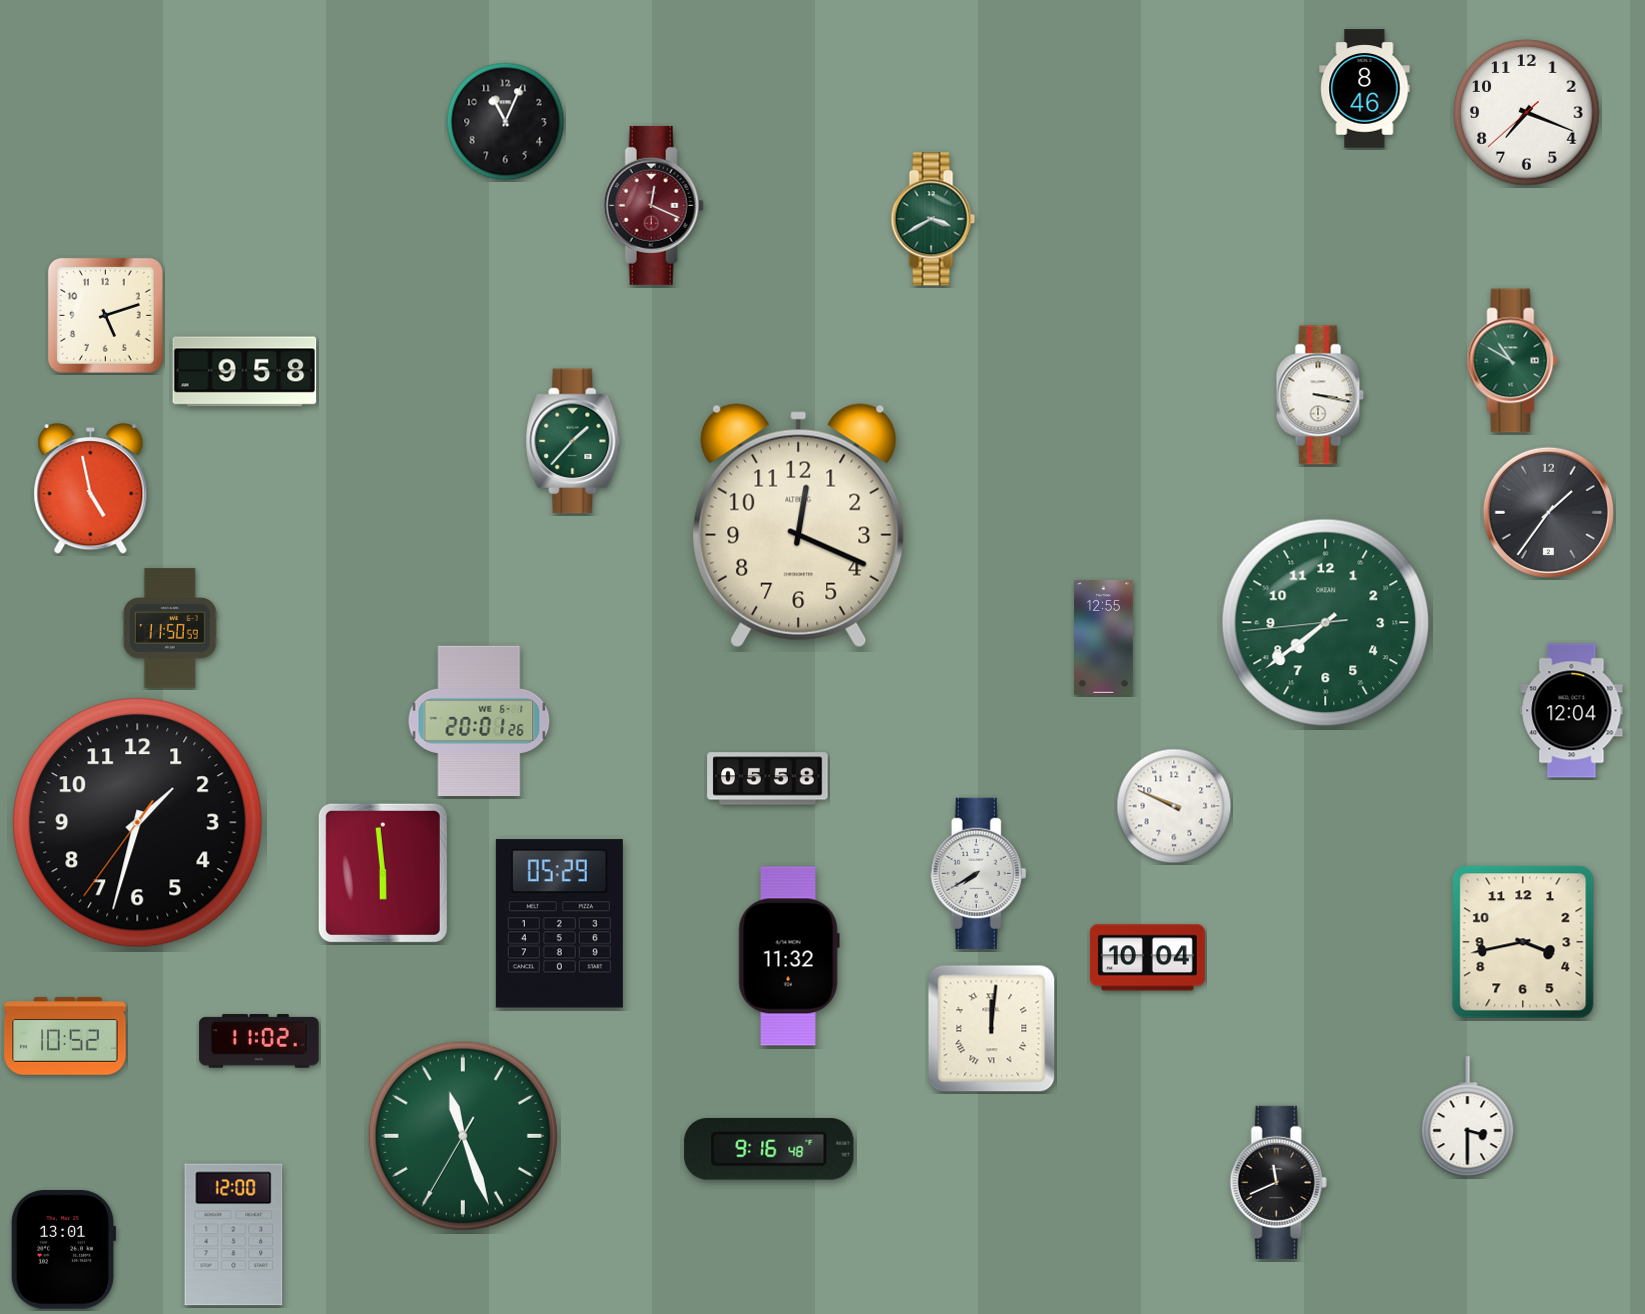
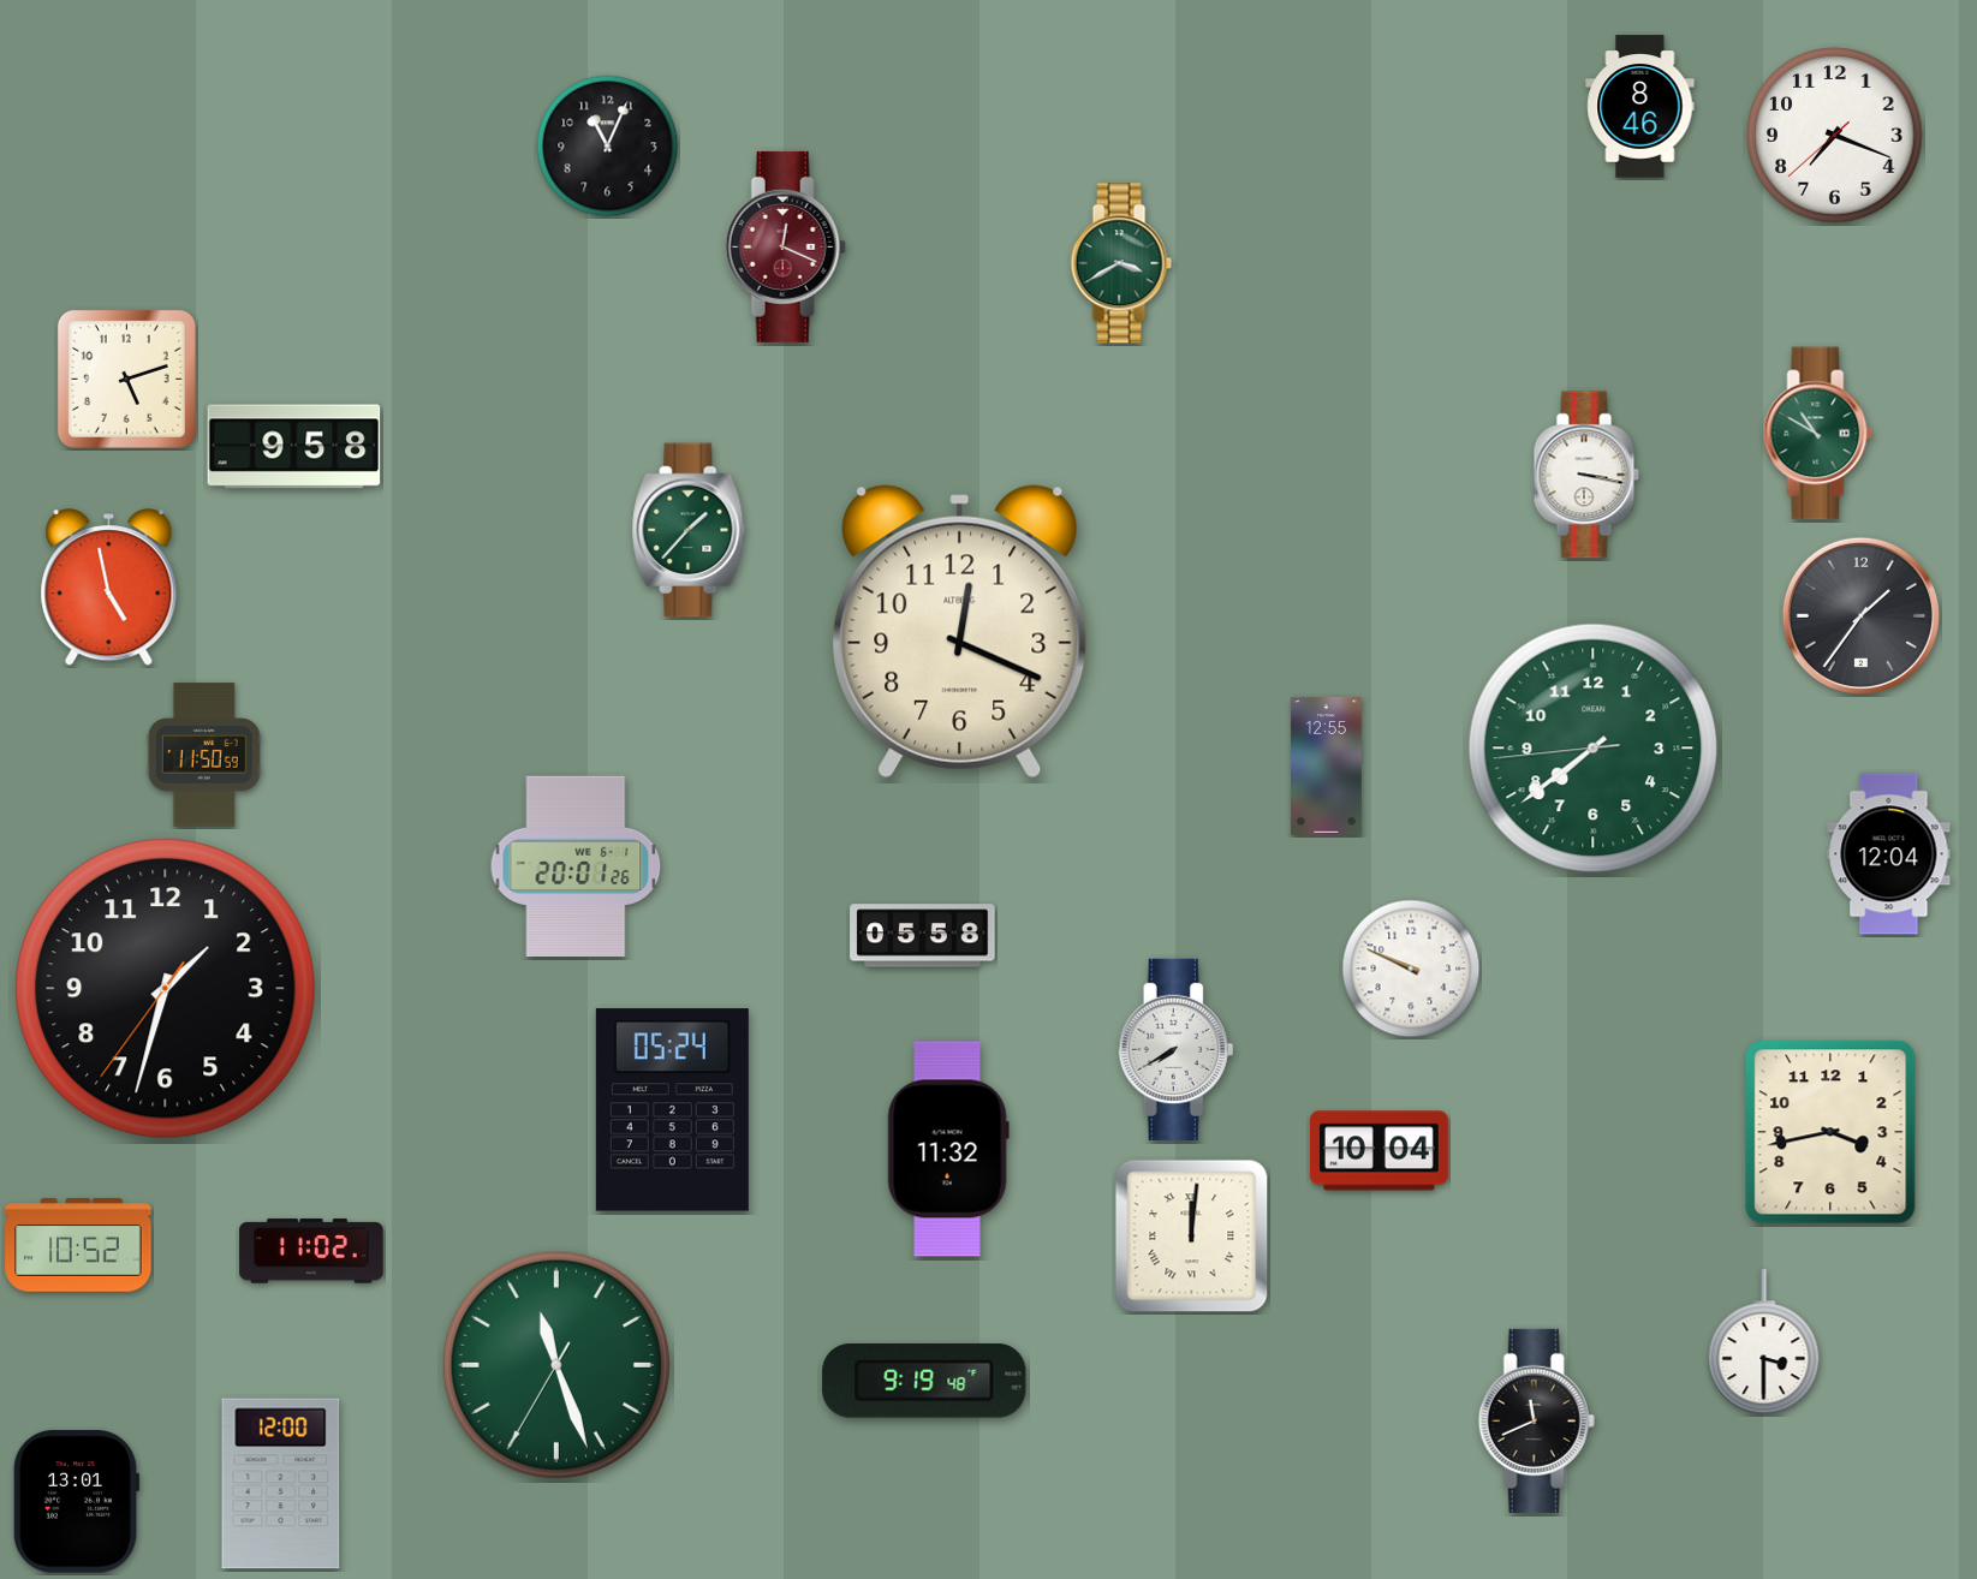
clock at (383, 873): 5:59 -> none
clock at (559, 924): 05:29 -> 05:24
clock at (769, 1149): 9:16 -> 9:19
